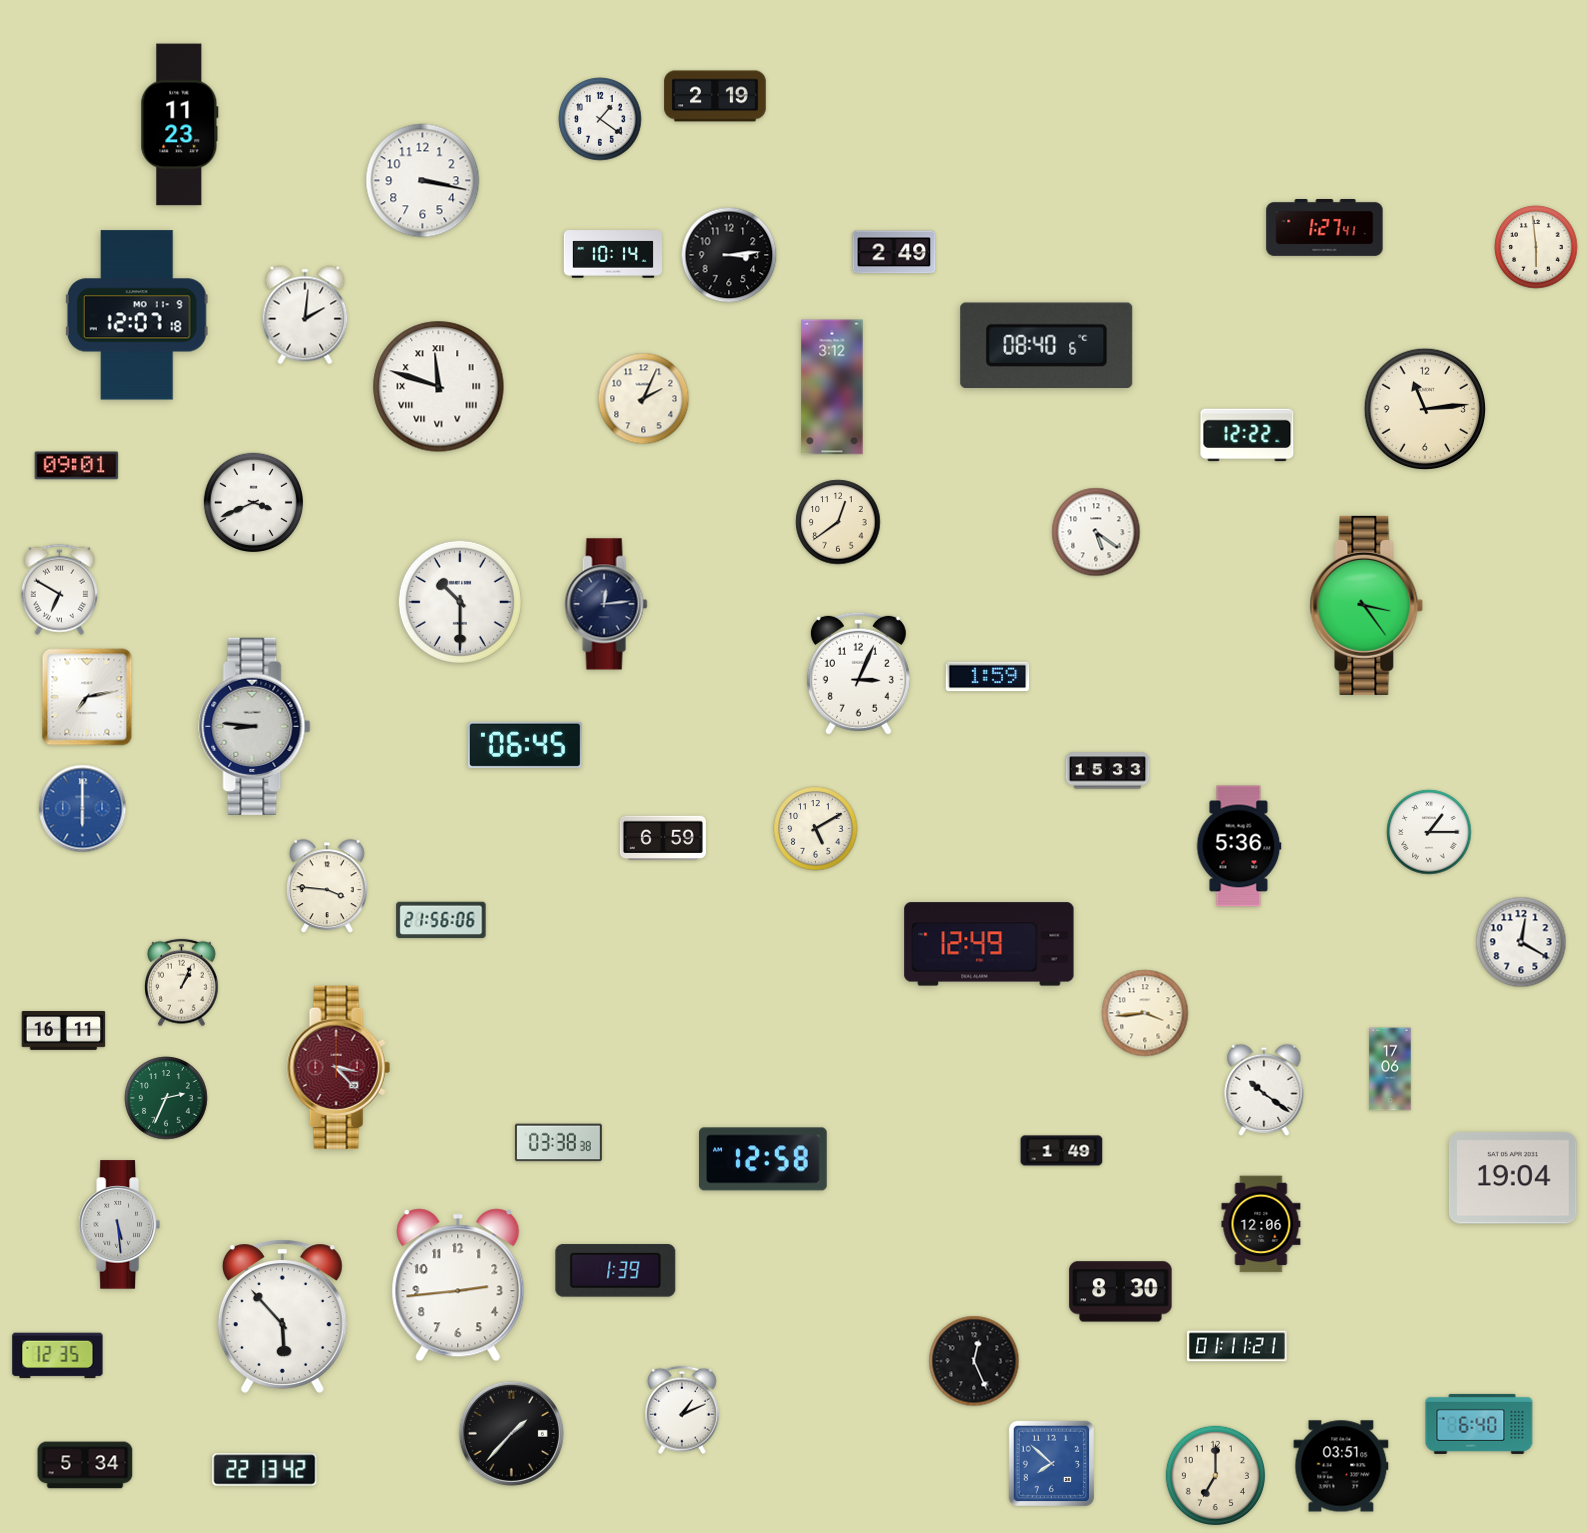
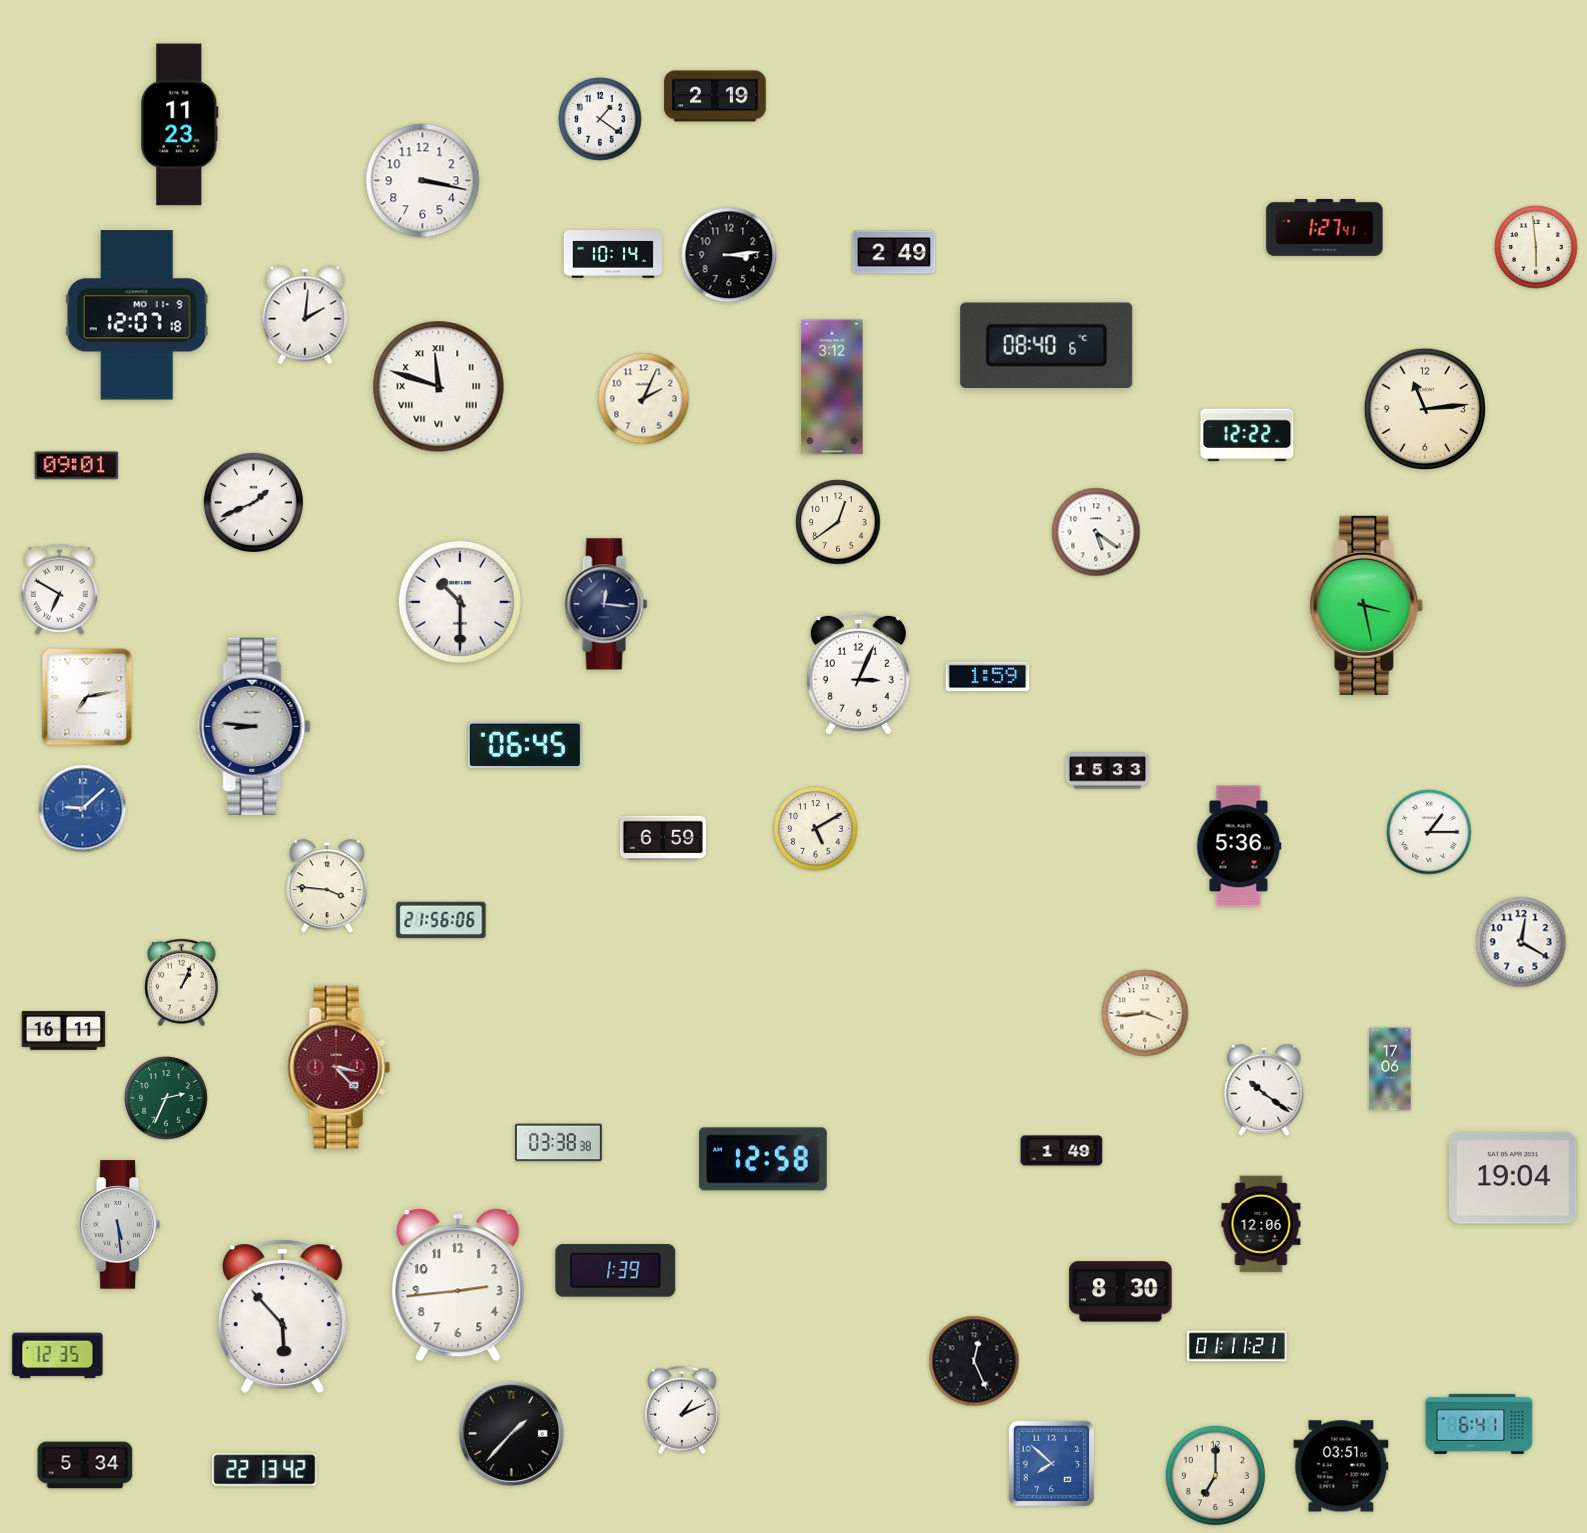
clock at (253, 502): 3:41 -> 1:41
clock at (606, 604): 12:14 -> 12:16
clock at (1367, 605): 3:24 -> 3:28
clock at (83, 809): 6:00 -> 9:08
clock at (989, 944): 12:49 -> none
clock at (1479, 1424): 6:40 -> 6:41
